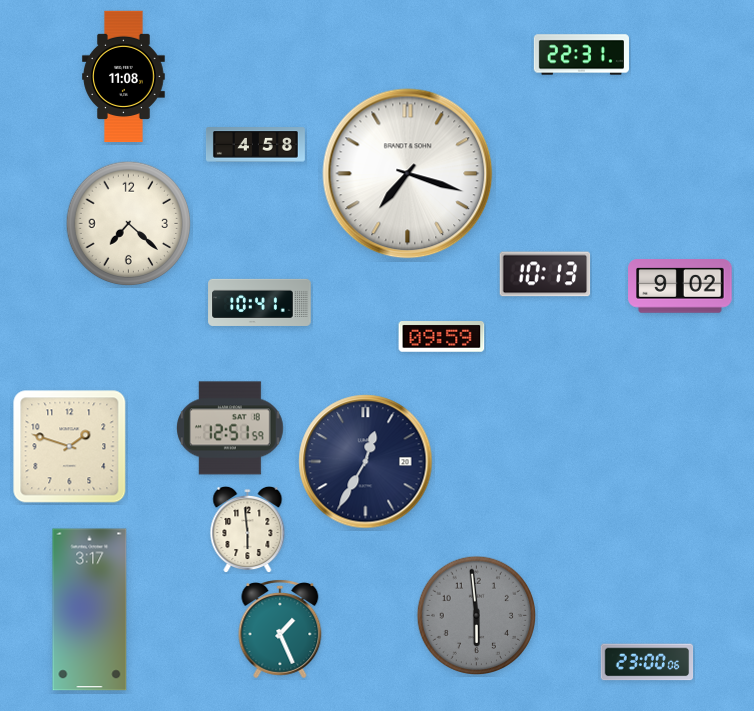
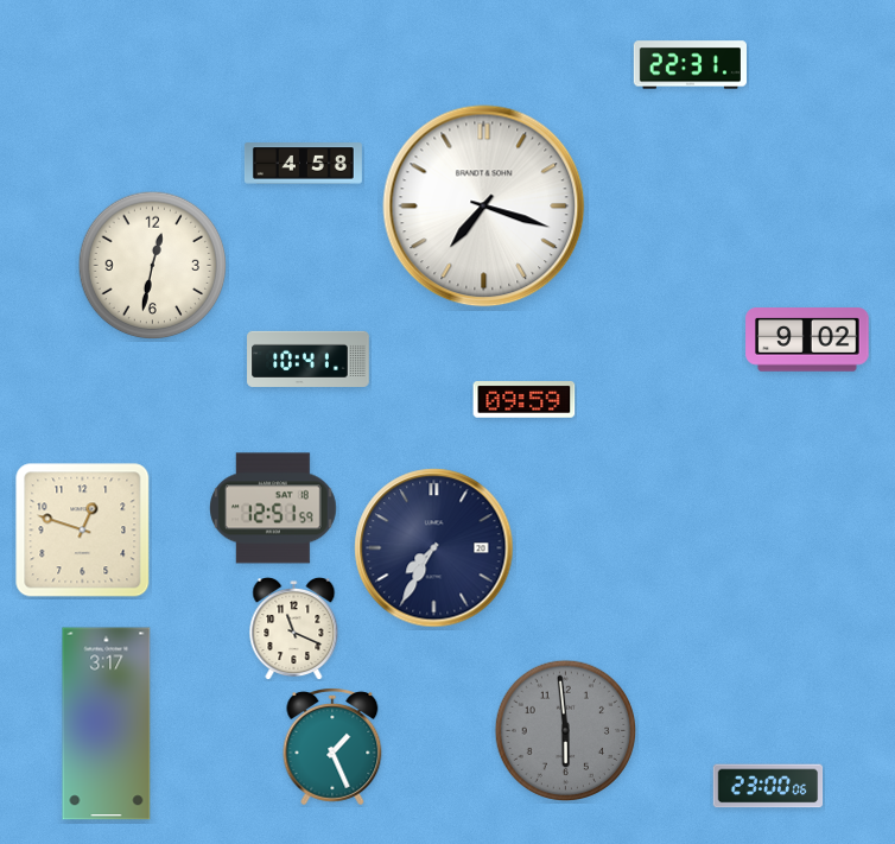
clock at (124, 77): 11:08 -> none
clock at (255, 145) position: (255, 145) -> (303, 164)
clock at (129, 224): 7:22 -> 12:32
clock at (545, 274): 10:13 -> none
clock at (70, 447): 1:48 -> 12:48
clock at (366, 462): 12:35 -> 7:35
clock at (248, 529): 5:59 -> 11:19
